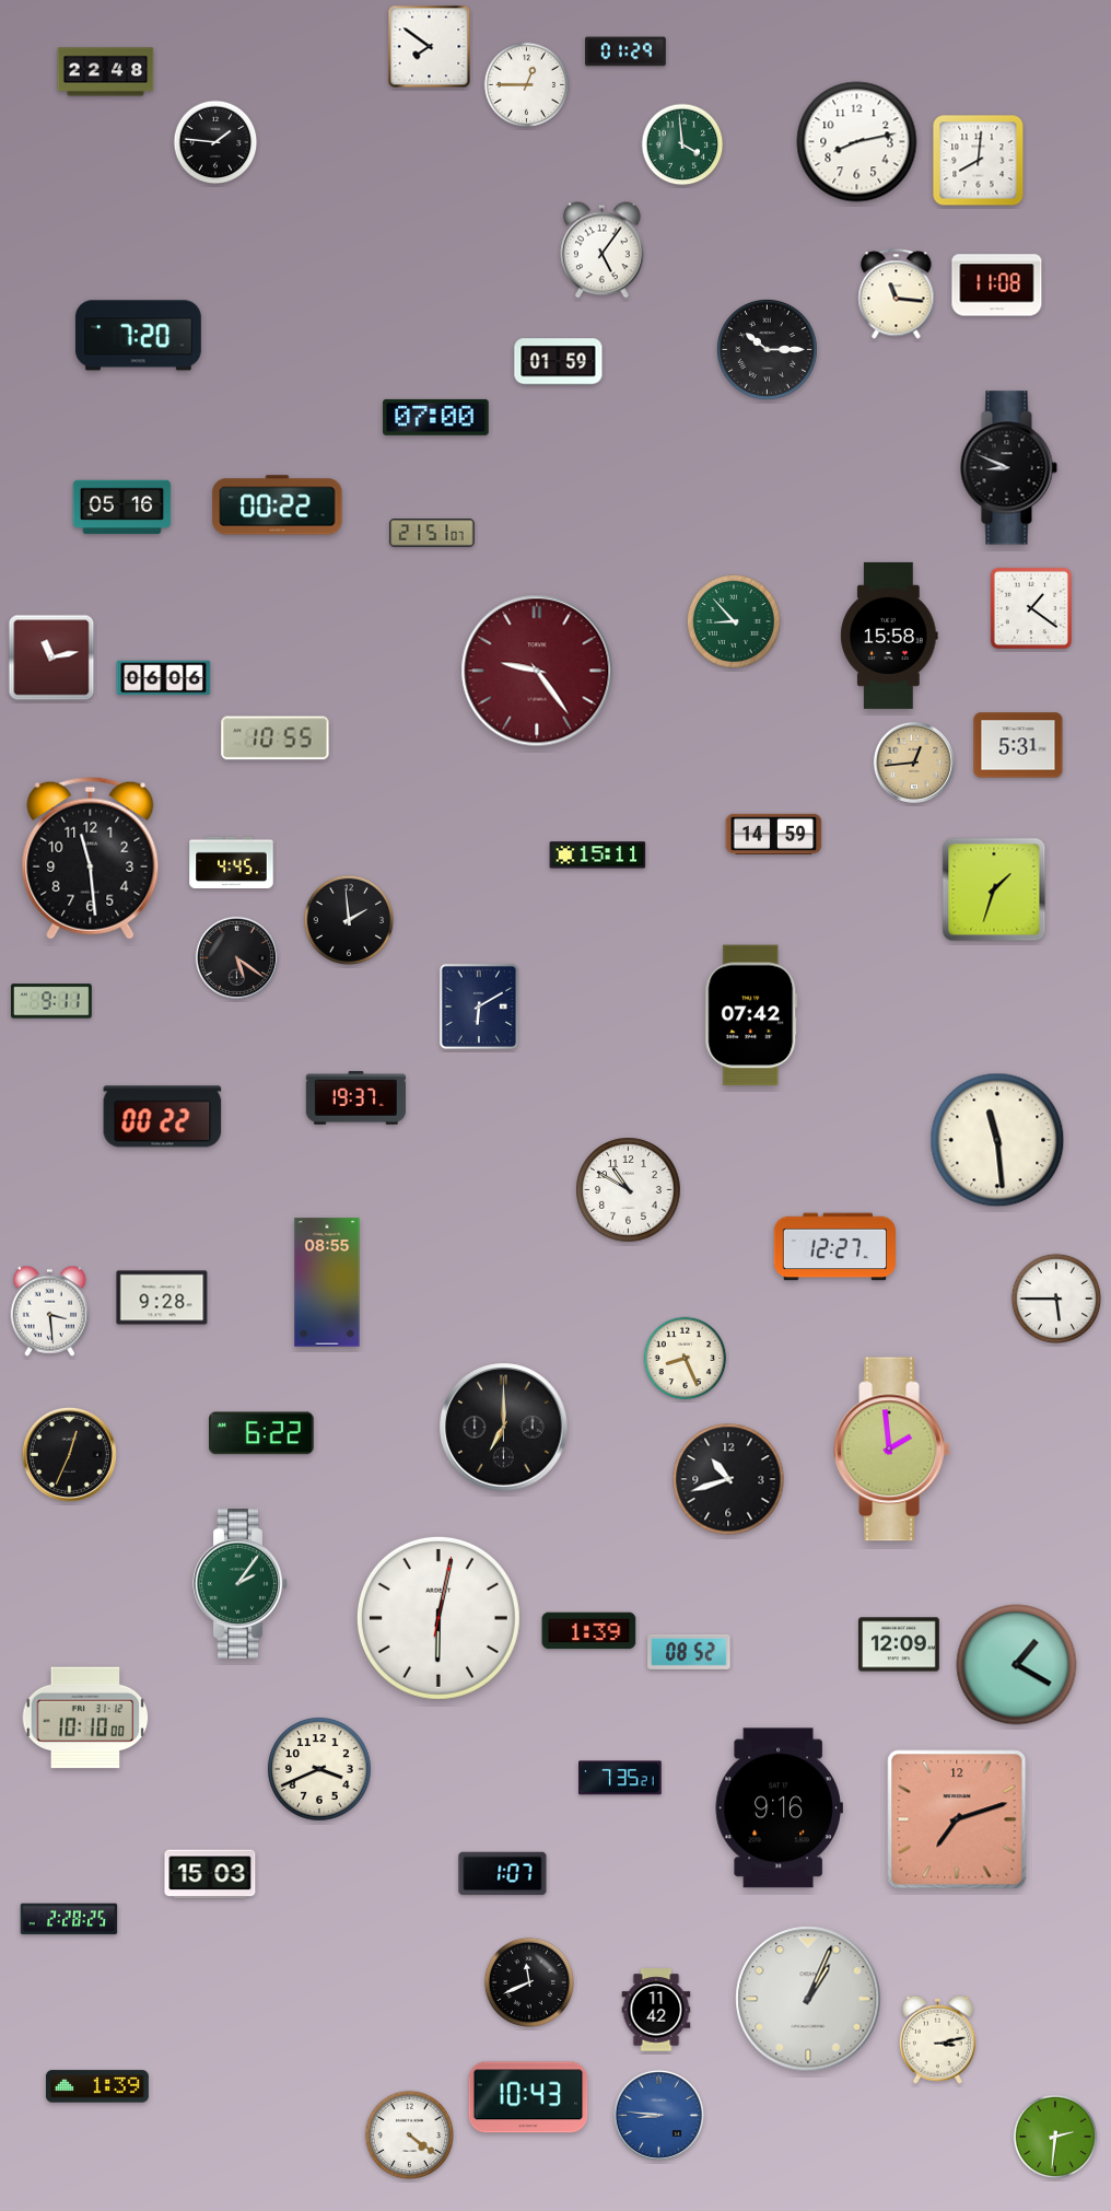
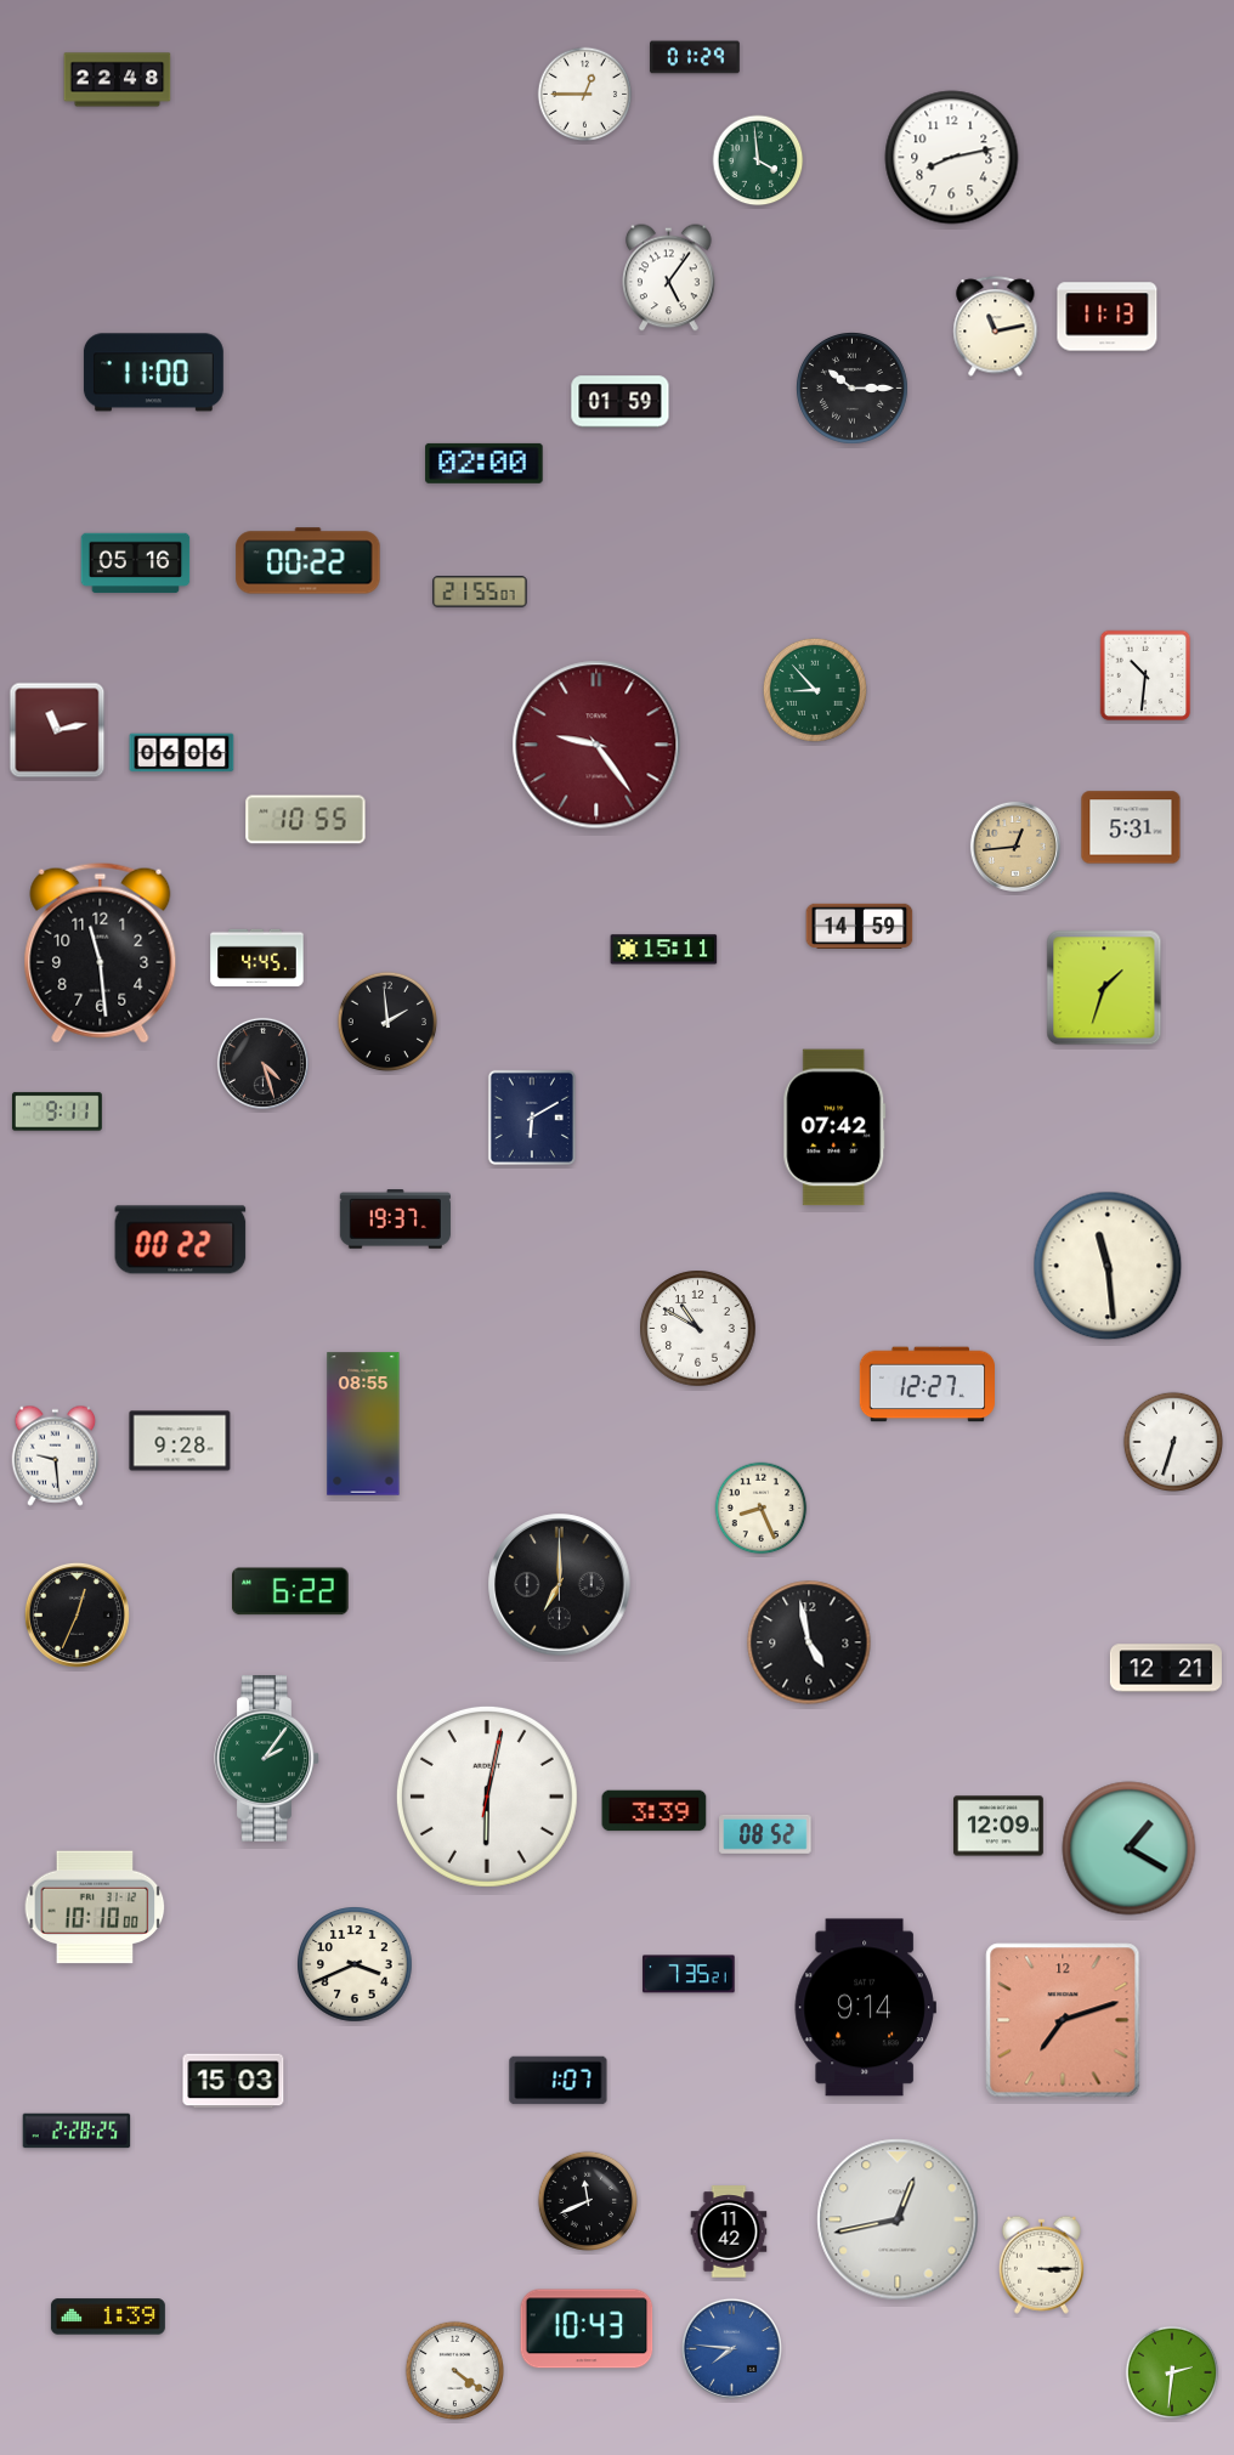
clock at (430, 47): 7:51 -> none
clock at (215, 142): 1:46 -> none
clock at (979, 161): 8:01 -> none
clock at (997, 286): 11:08 -> 11:13
clock at (897, 294): 11:16 -> 11:13
clock at (138, 336): 7:20 -> 11:00
clock at (436, 417): 07:00 -> 02:00
clock at (1008, 468): 8:49 -> none
clock at (432, 533): 21:51 -> 21:55
clock at (1031, 608): 1:21 -> 10:31
clock at (889, 636): 15:58 -> none
clock at (236, 957): 5:21 -> 4:27
clock at (629, 1190) position: (629, 1190) -> (698, 1329)
clock at (1055, 1297): 5:45 -> 6:33
clock at (50, 1311): 3:29 -> 9:29
clock at (892, 1450): 1:59 -> none
clock at (728, 1479): 10:42 -> 4:58
clock at (1166, 1668): none -> 12:21
clock at (589, 1631): 1:39 -> 3:39
clock at (779, 1808): 9:16 -> 9:14
clock at (808, 1999): 1:04 -> 12:43
clock at (937, 2039): 3:13 -> 3:15
clock at (658, 2115): 8:46 -> 7:46
